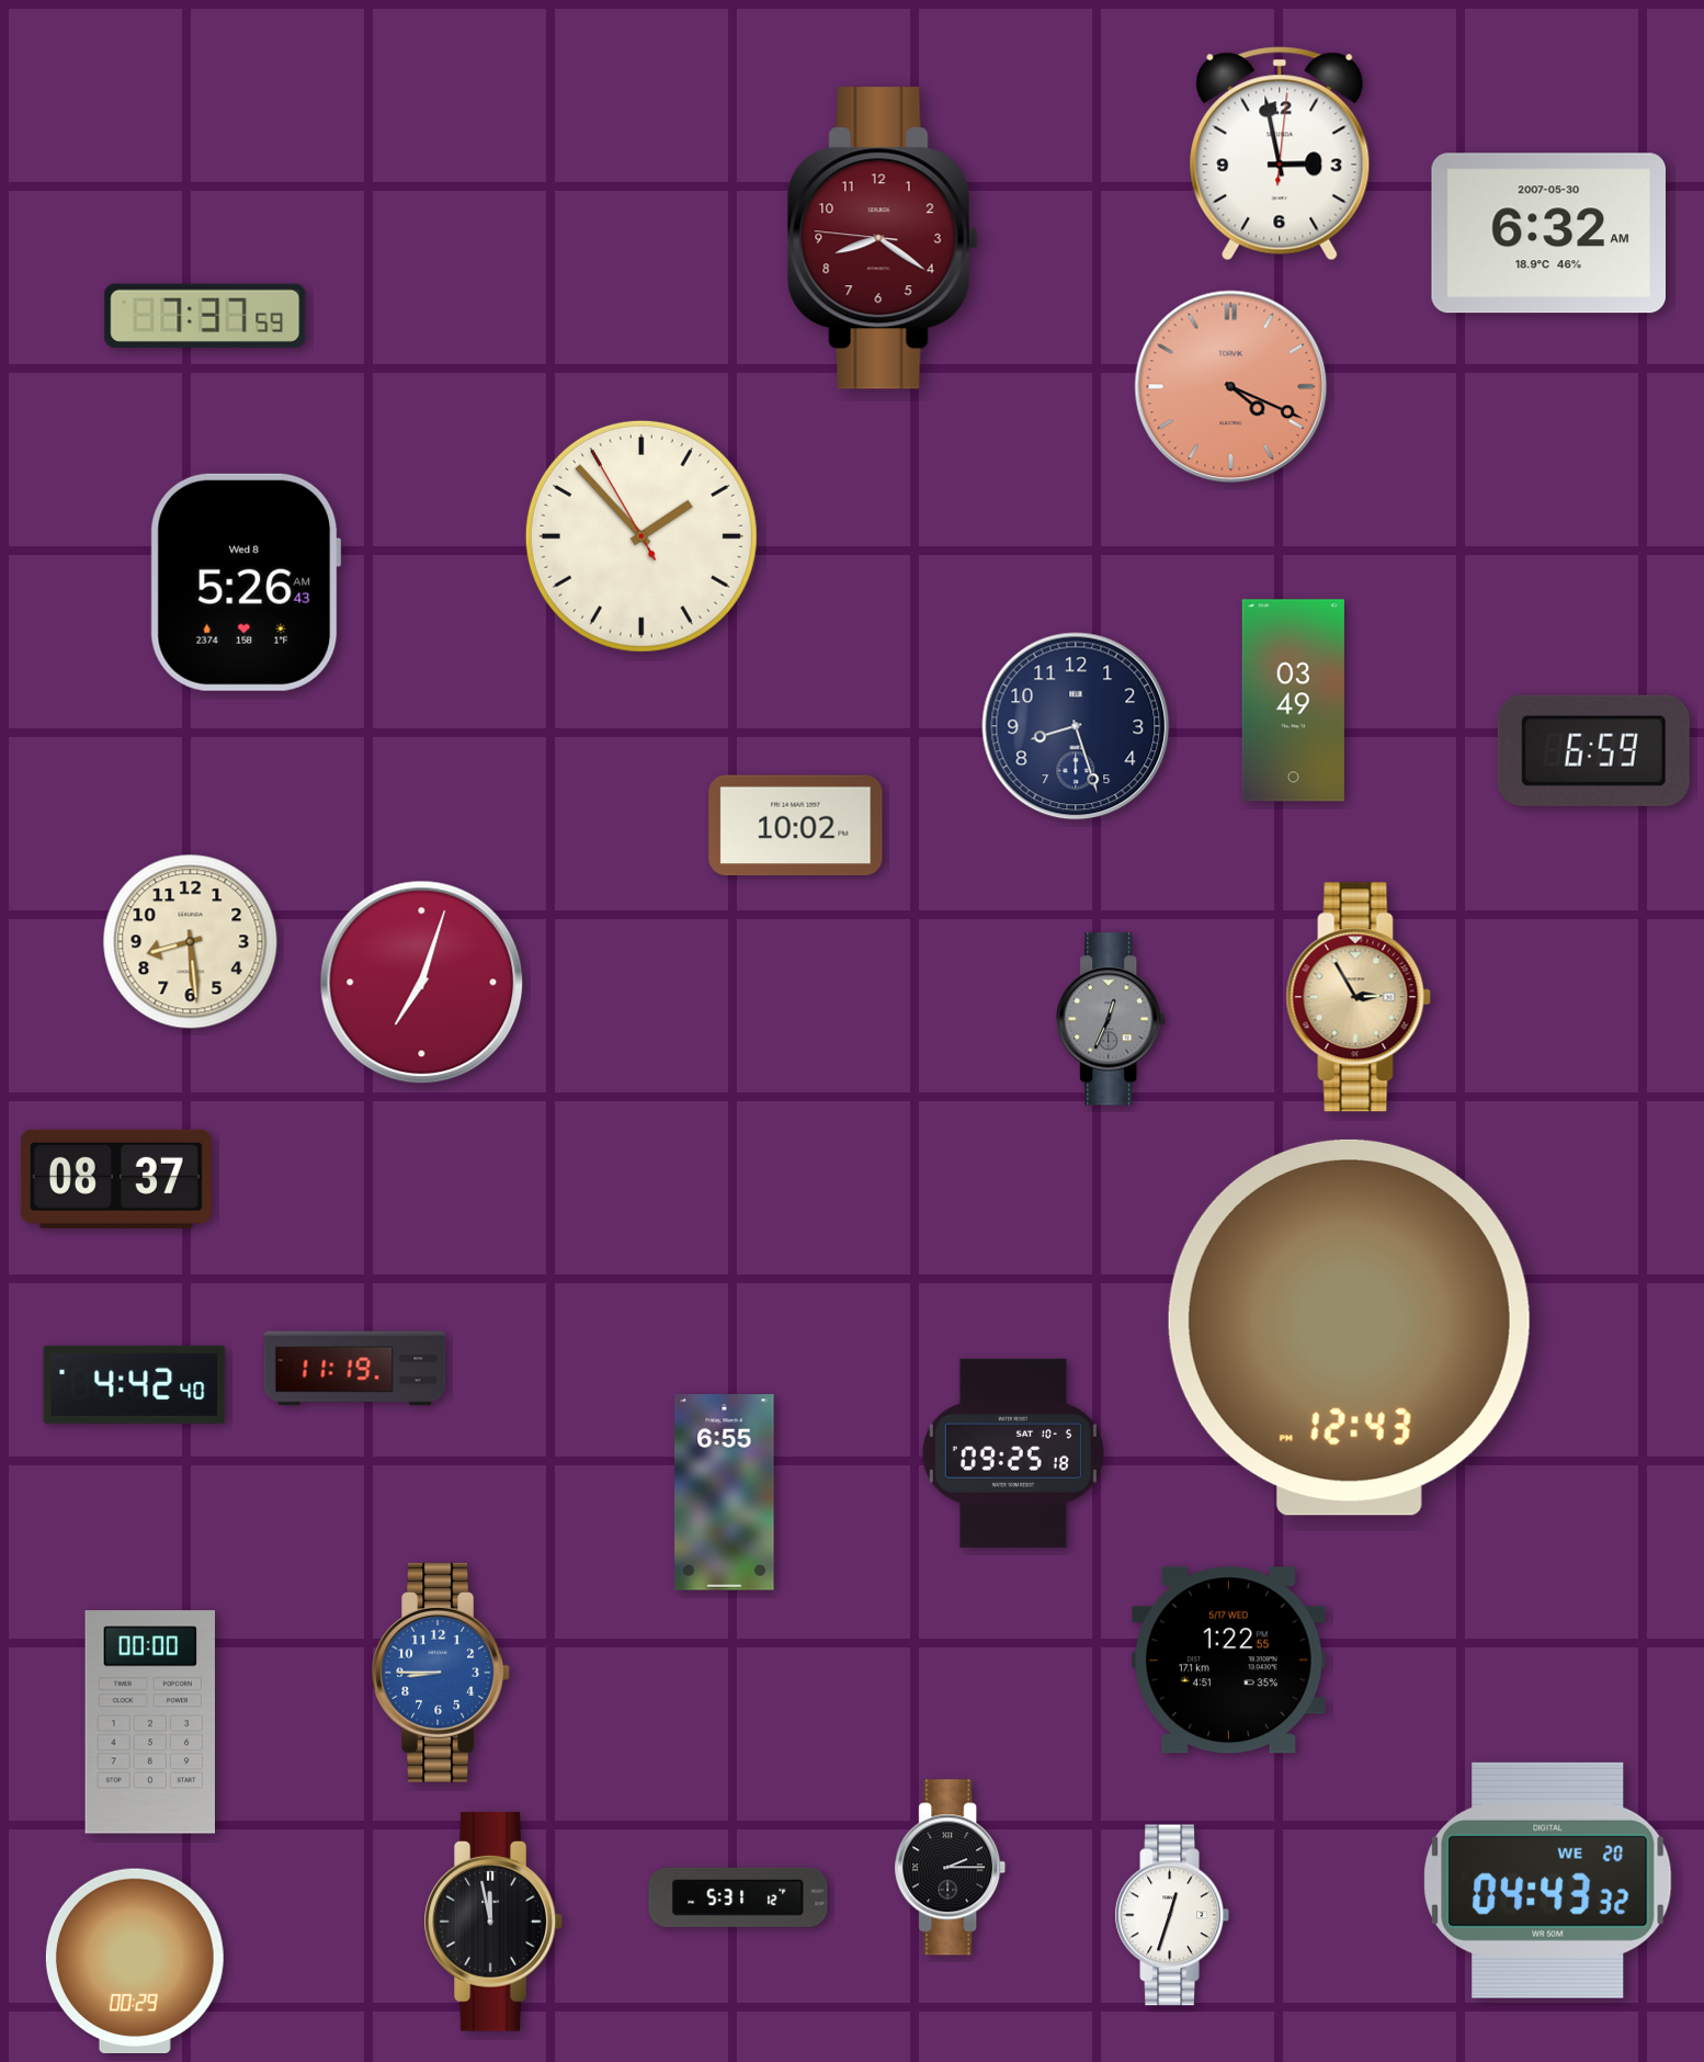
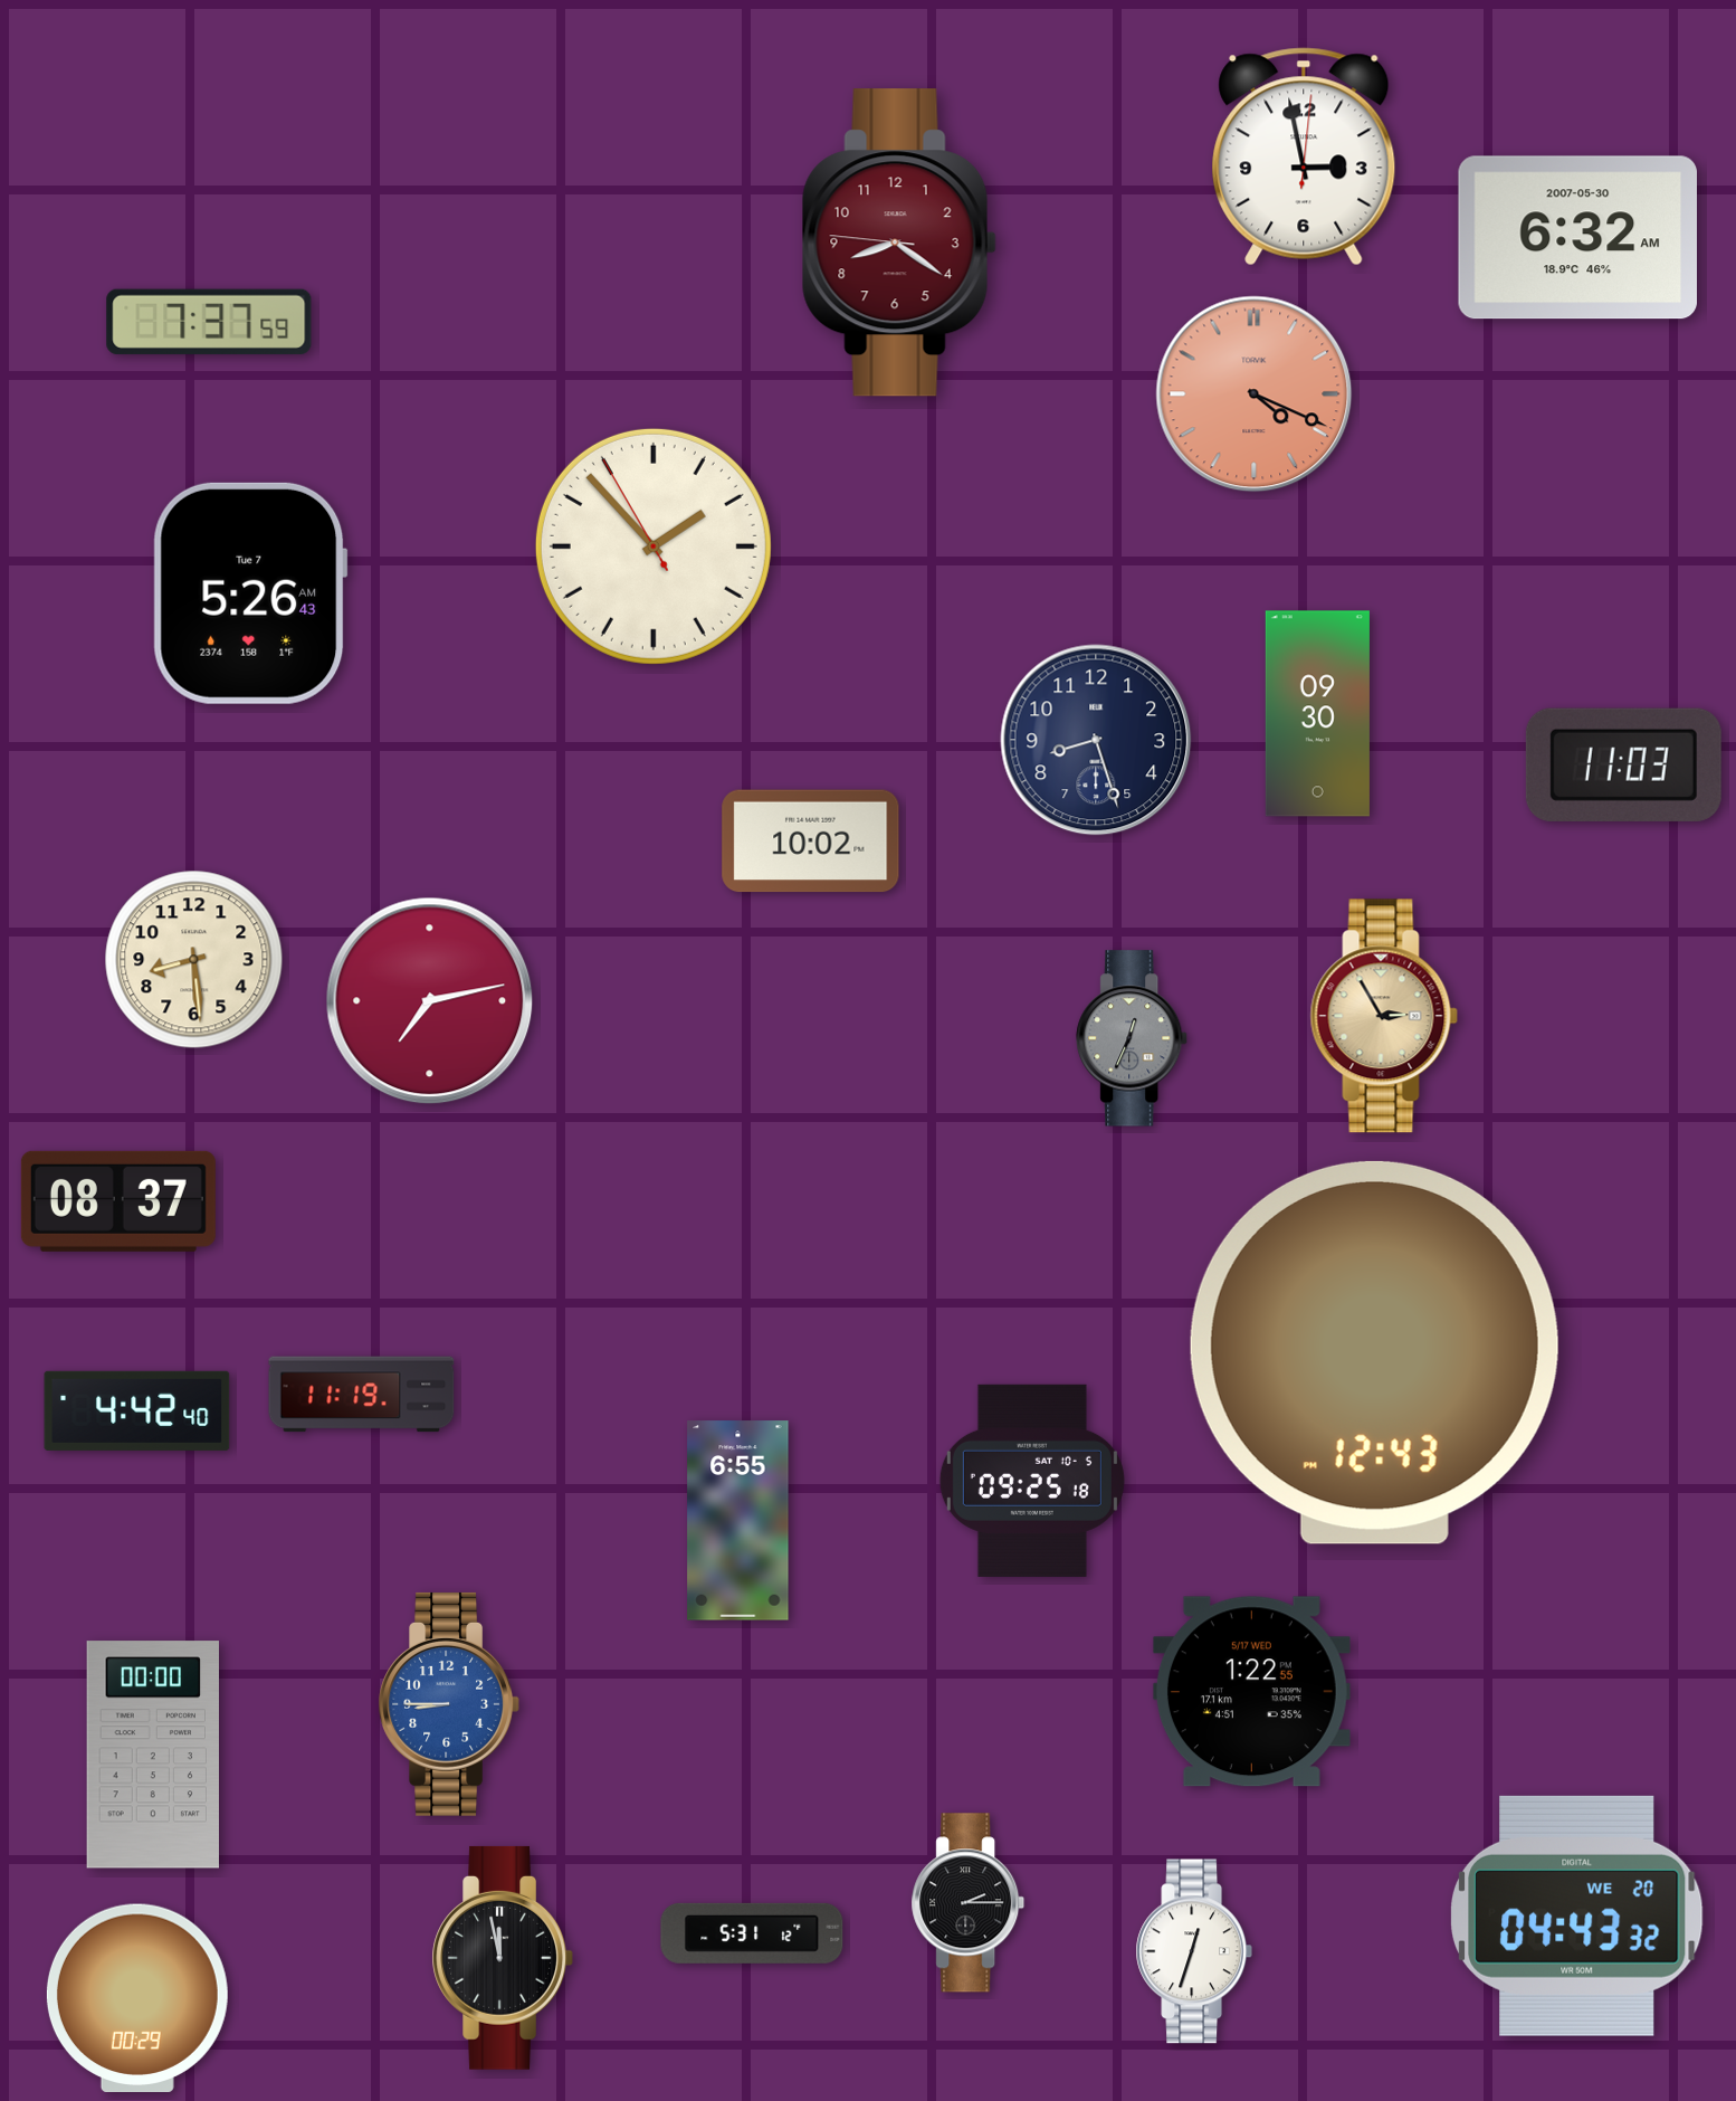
clock at (246, 582) date: Wed 8 -> Tue 7
clock at (1293, 701): 03:49 -> 09:30
clock at (1593, 750): 6:59 -> 11:03
clock at (422, 983): 7:03 -> 7:13
